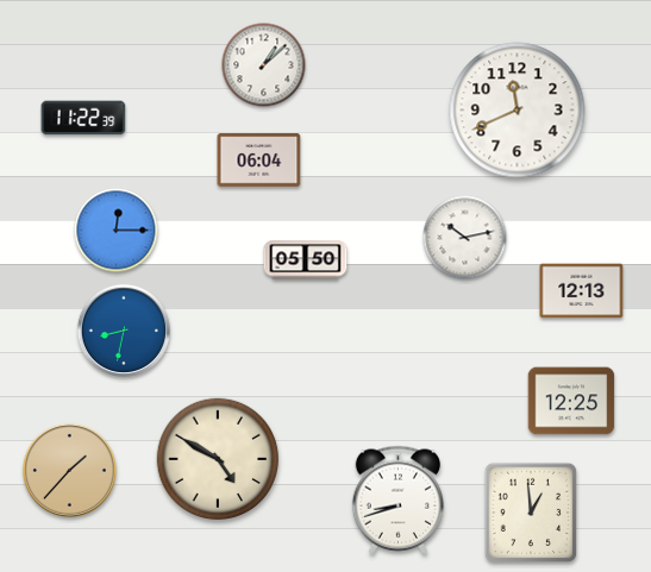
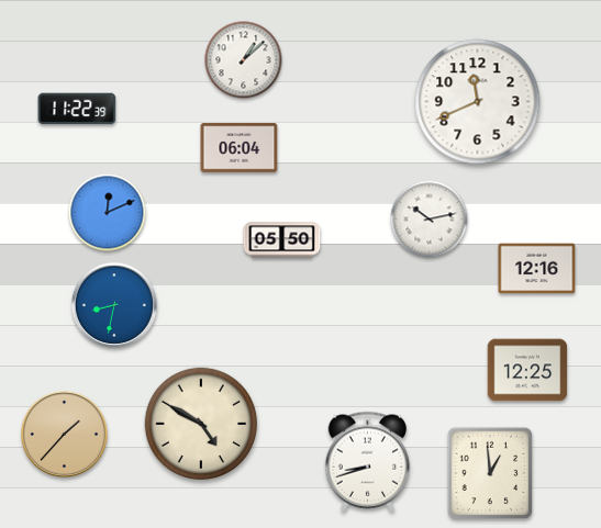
clock at (117, 231): 12:15 -> 12:11
clock at (582, 291): 12:13 -> 12:16
